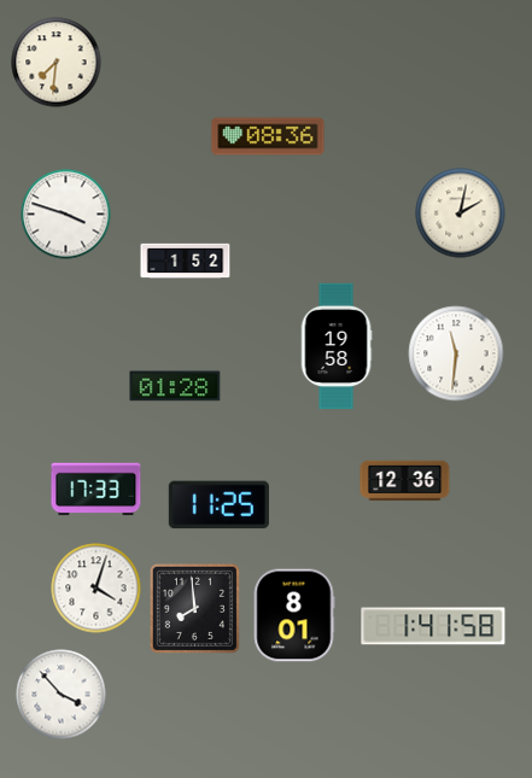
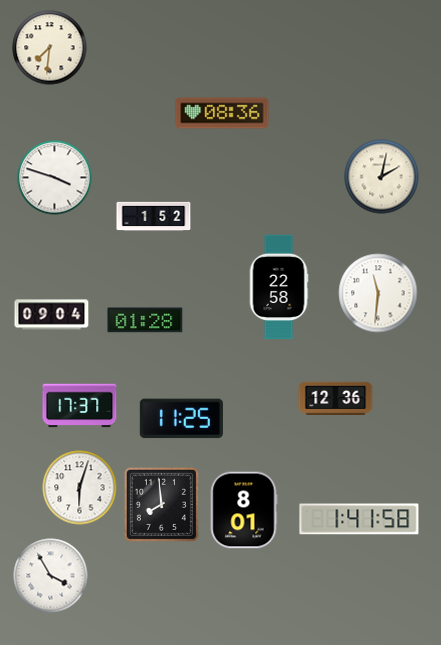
clock at (57, 63) position: (57, 63) -> (50, 48)
clock at (337, 346): 19:58 -> 22:58
clock at (52, 315): none -> 09:04
clock at (97, 490): 17:33 -> 17:37
clock at (97, 589): 4:03 -> 6:03
clock at (62, 695): 3:53 -> 3:55
